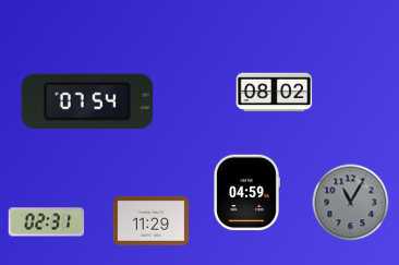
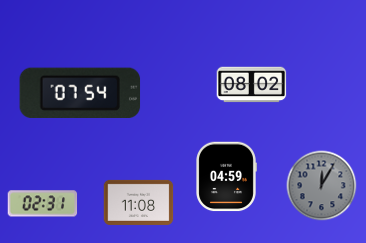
clock at (351, 203): 11:05 -> 12:05
clock at (152, 220): 11:29 -> 11:08
